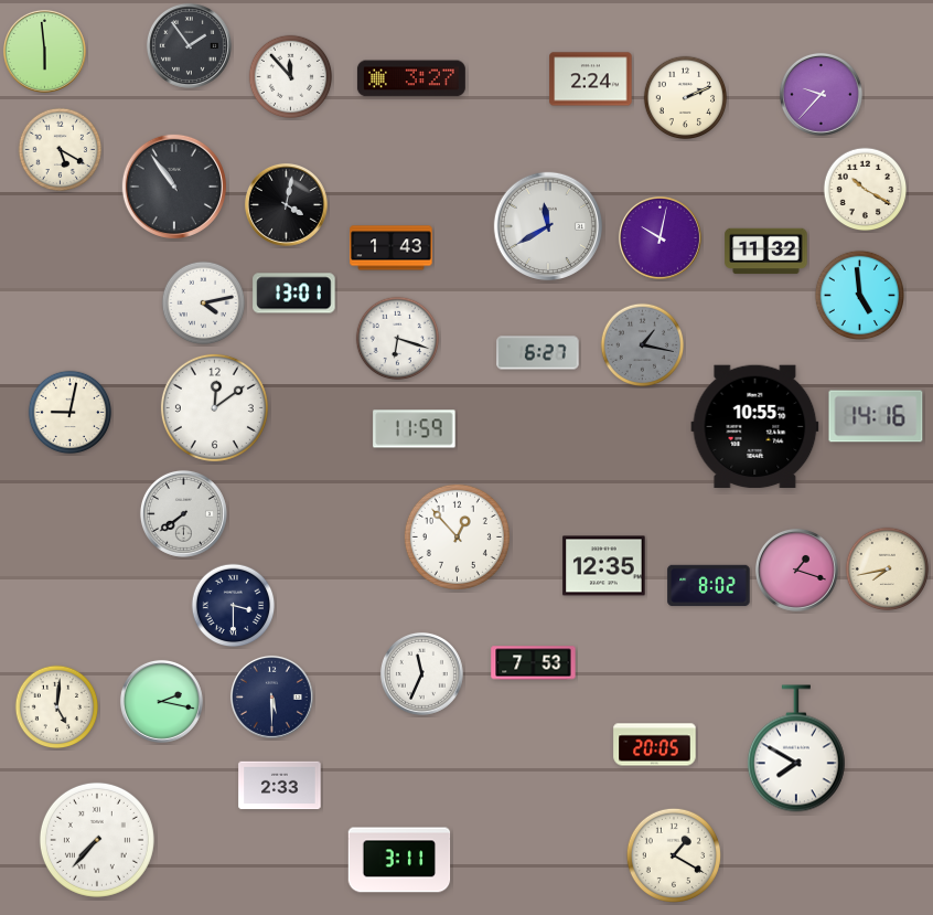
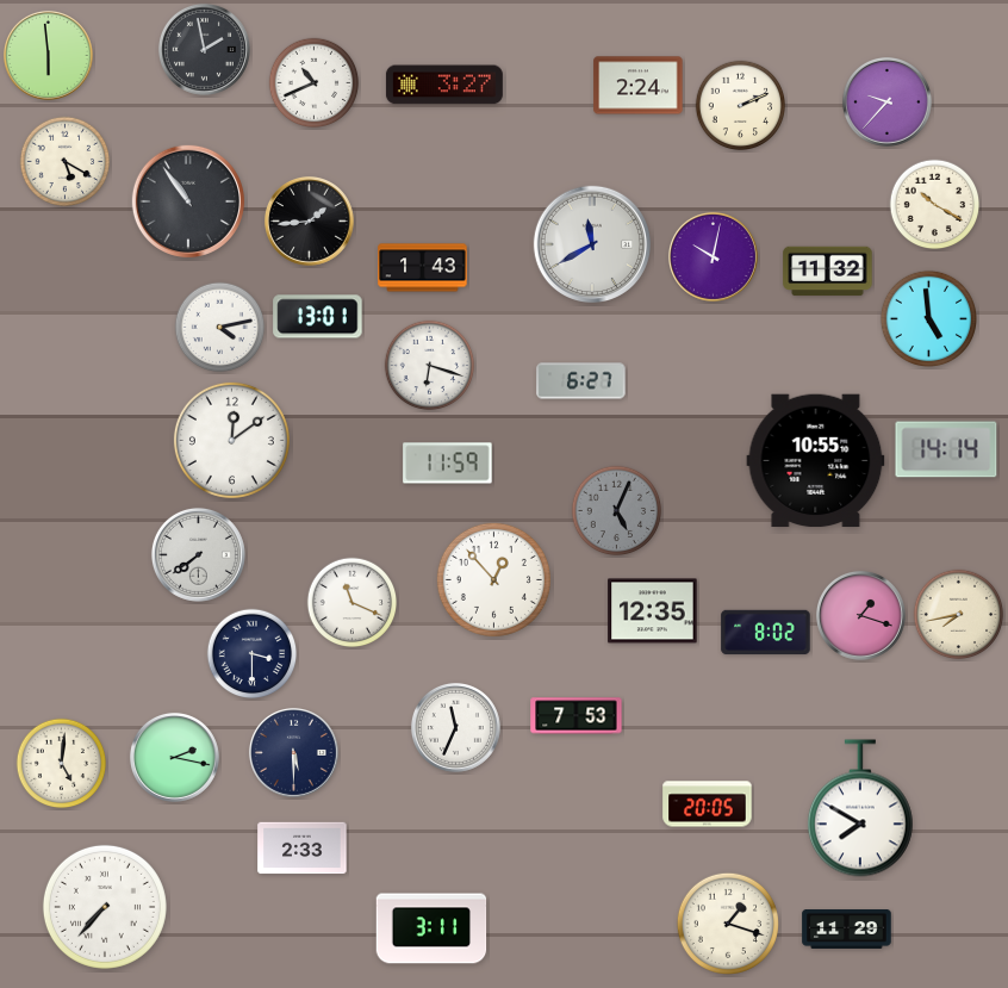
clock at (189, 45): 1:54 -> 1:58
clock at (291, 77): 11:53 -> 10:41
clock at (286, 204): 4:02 -> 1:44
clock at (643, 345): 1:17 -> none
clock at (71, 413): 9:02 -> none
clock at (876, 416): 14:16 -> 14:14
clock at (617, 511): none -> 5:04
clock at (353, 603): none -> 11:19
clock at (674, 855): 1:20 -> 1:18
clock at (847, 930): none -> 11:29
